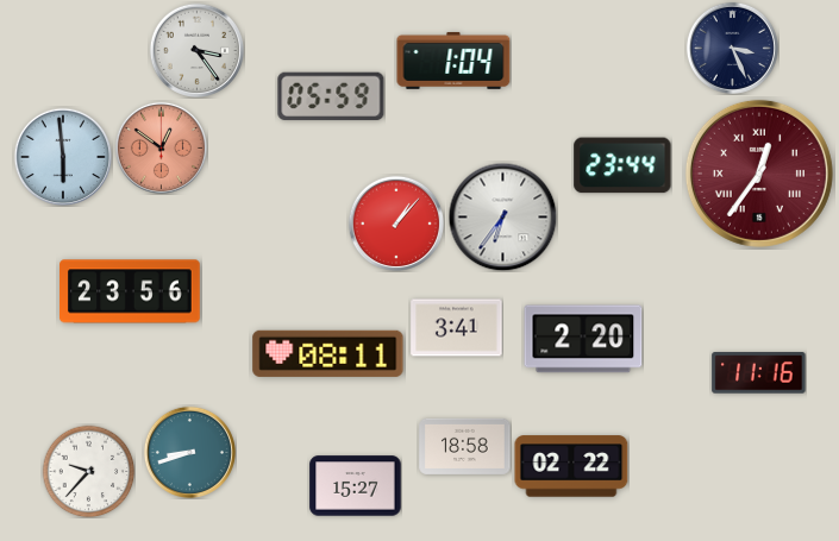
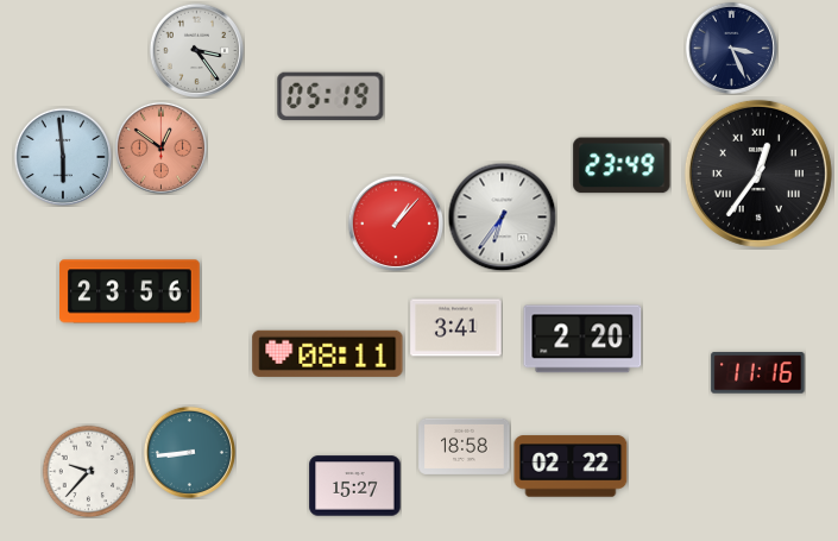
clock at (453, 61): 1:04 -> none
clock at (331, 96): 05:59 -> 05:19
clock at (622, 165): 23:44 -> 23:49
clock at (759, 174) dial: burgundy -> black
clock at (189, 452): 8:42 -> 8:44
